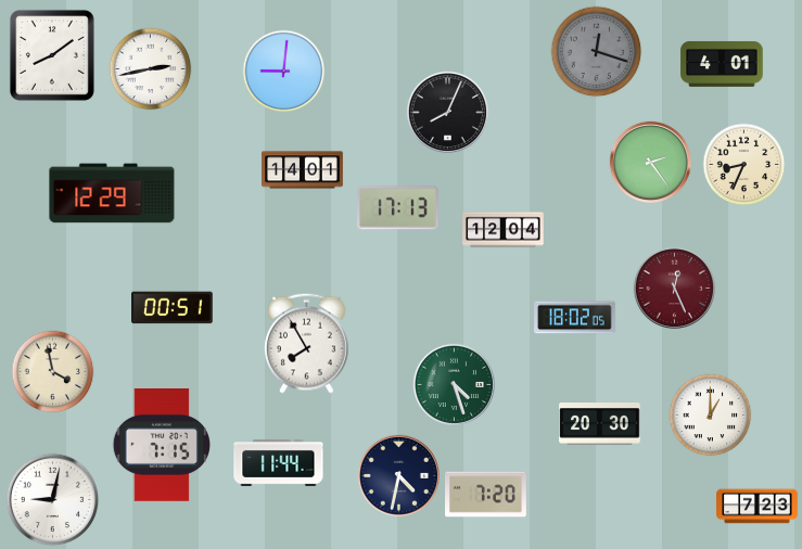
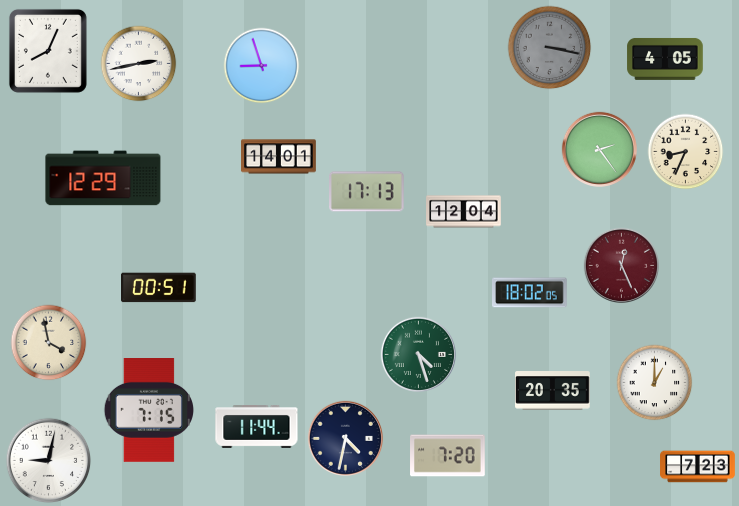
clock at (597, 52): 12:18 -> 3:17
clock at (52, 55): 8:09 -> 8:04
clock at (722, 64): 4:01 -> 4:05
clock at (284, 72): 9:01 -> 8:57
clock at (447, 112): 8:04 -> none
clock at (173, 308) position: (173, 308) -> (159, 288)
clock at (307, 343): 7:55 -> none
clock at (600, 424): 20:30 -> 20:35
clock at (398, 475) position: (398, 475) -> (345, 438)
